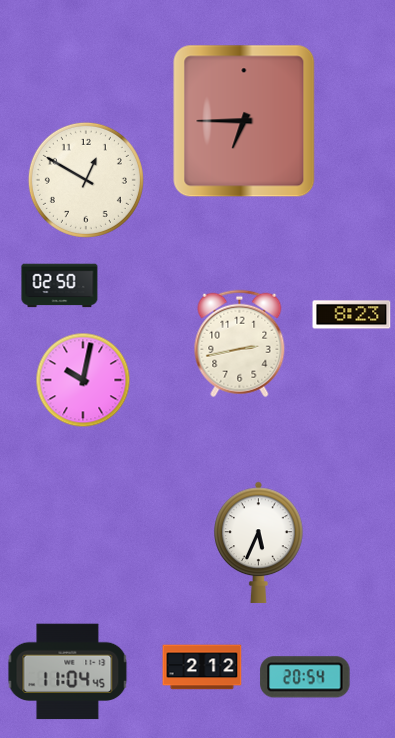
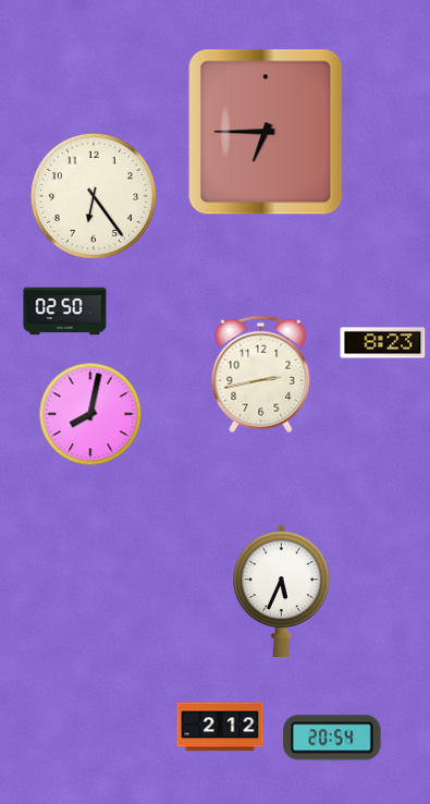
clock at (86, 180): 12:50 -> 6:24
clock at (83, 380): 10:02 -> 8:02
clock at (68, 672): 11:04 -> none
